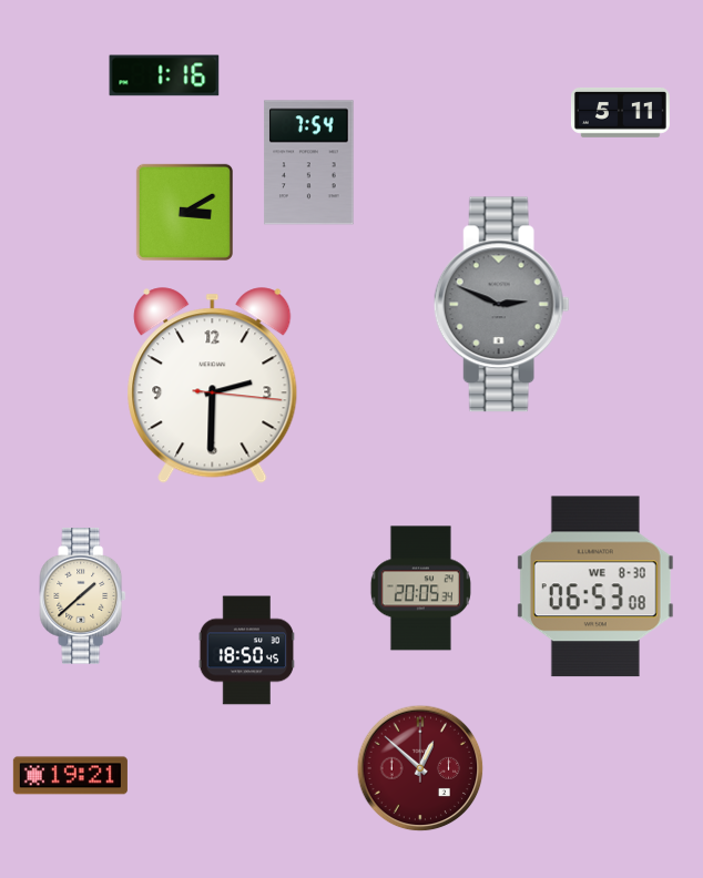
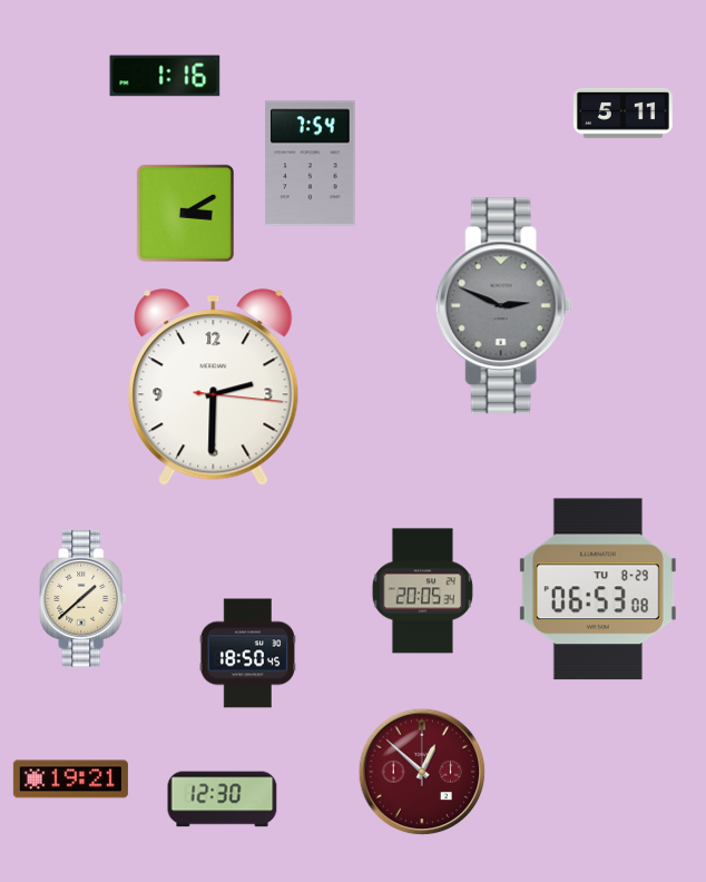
clock at (595, 586) date: WE 8-30 -> TU 8-29
clock at (223, 800): none -> 12:30
